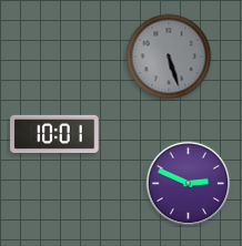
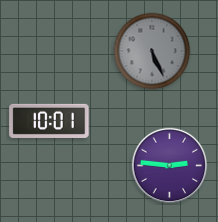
clock at (169, 57): 5:27 -> 5:26
clock at (189, 184): 2:49 -> 2:46
